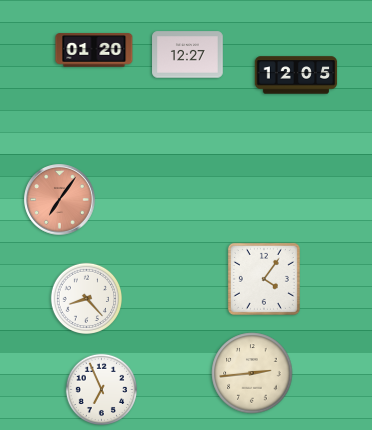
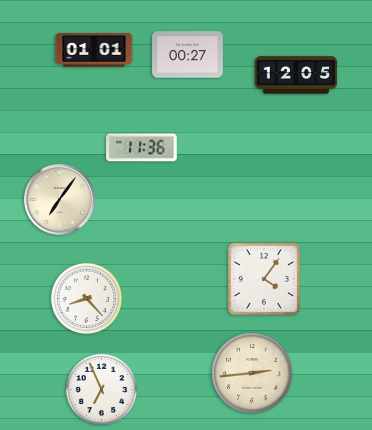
clock at (94, 50): 01:20 -> 01:01
clock at (188, 55): 12:27 -> 00:27
clock at (142, 148): none -> 11:36
clock at (60, 200) dial: salmon -> cream
